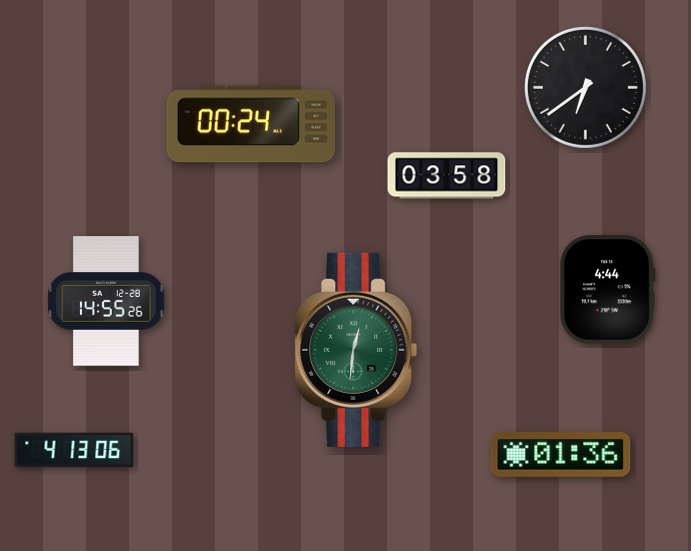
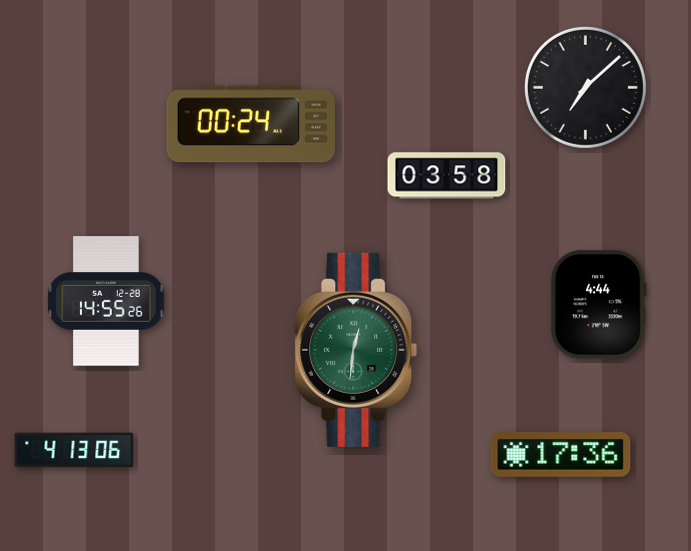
clock at (585, 87): 6:39 -> 7:08
clock at (607, 290) position: (607, 290) -> (598, 305)
clock at (561, 455): 01:36 -> 17:36
